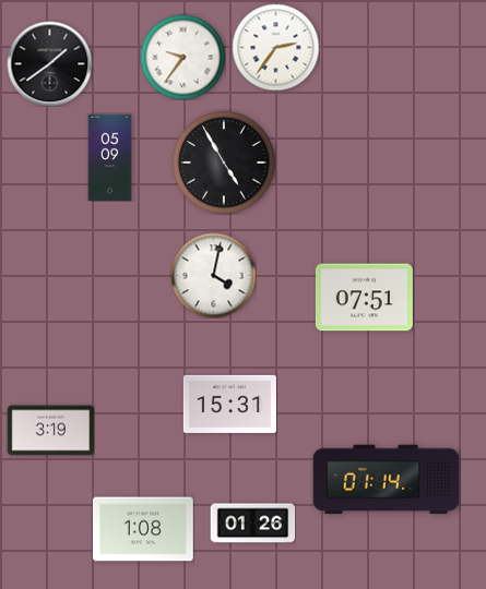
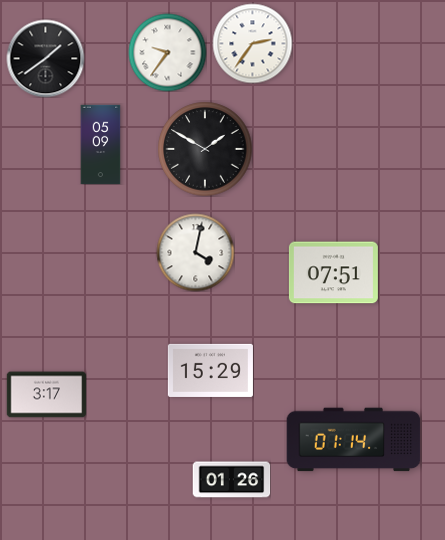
clock at (224, 163): 4:55 -> 1:50
clock at (229, 404): 15:31 -> 15:29
clock at (50, 431): 3:19 -> 3:17
clock at (143, 529): 1:08 -> none
